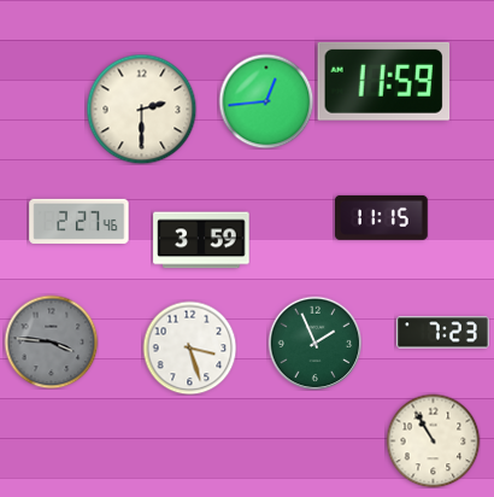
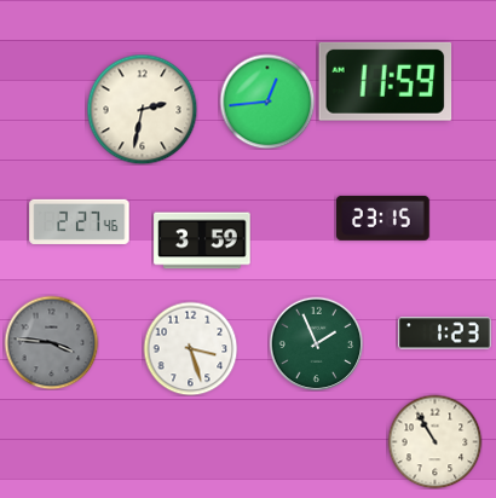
clock at (141, 109): 2:30 -> 2:32
clock at (382, 217): 11:15 -> 23:15
clock at (443, 333): 7:23 -> 1:23
